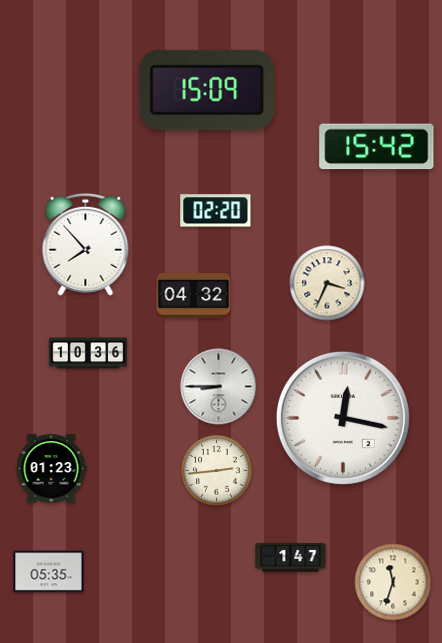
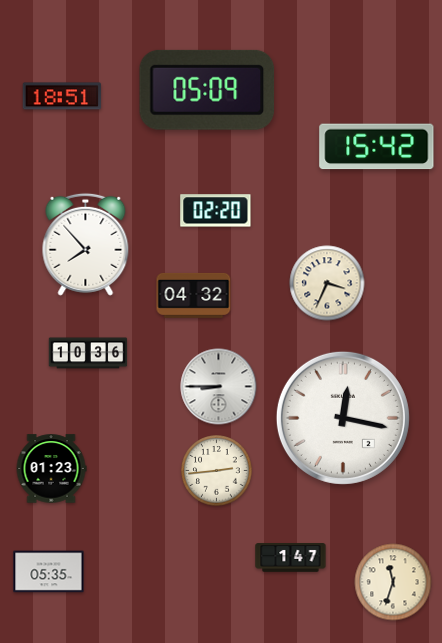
clock at (207, 90): 15:09 -> 05:09
clock at (62, 96): none -> 18:51
